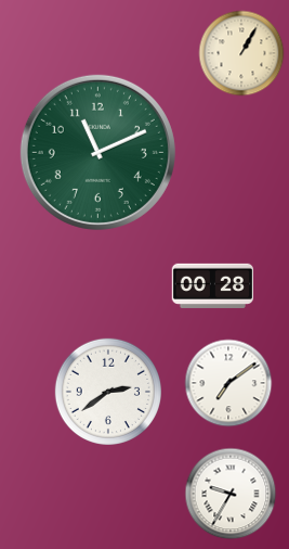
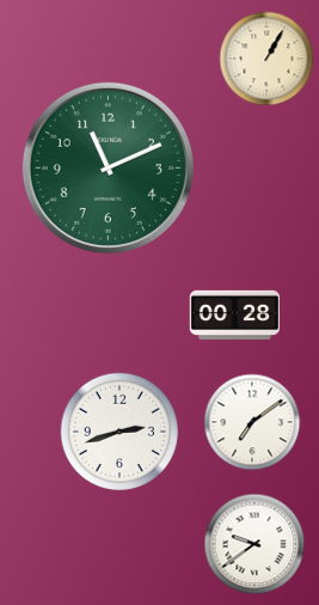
clock at (107, 391): 2:39 -> 2:42
clock at (231, 494): 9:35 -> 9:39
